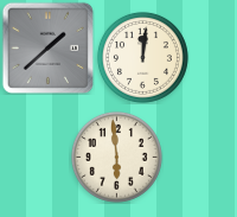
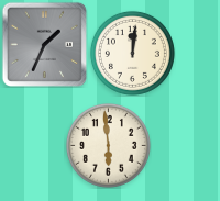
clock at (47, 47): 1:38 -> 1:34
